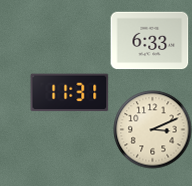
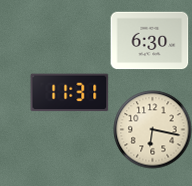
clock at (149, 41): 6:33 -> 6:30
clock at (152, 129): 3:11 -> 6:17
